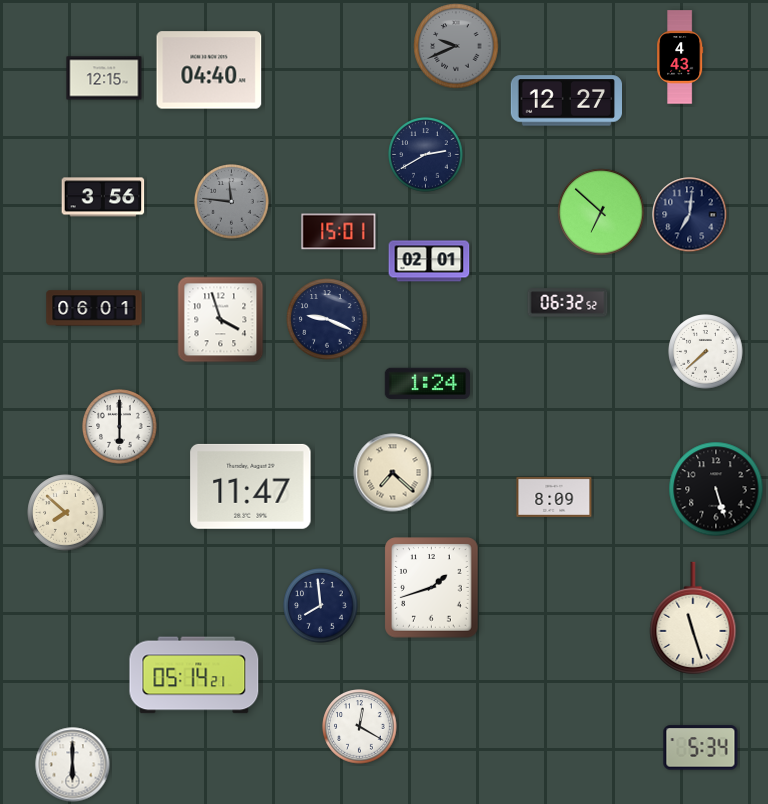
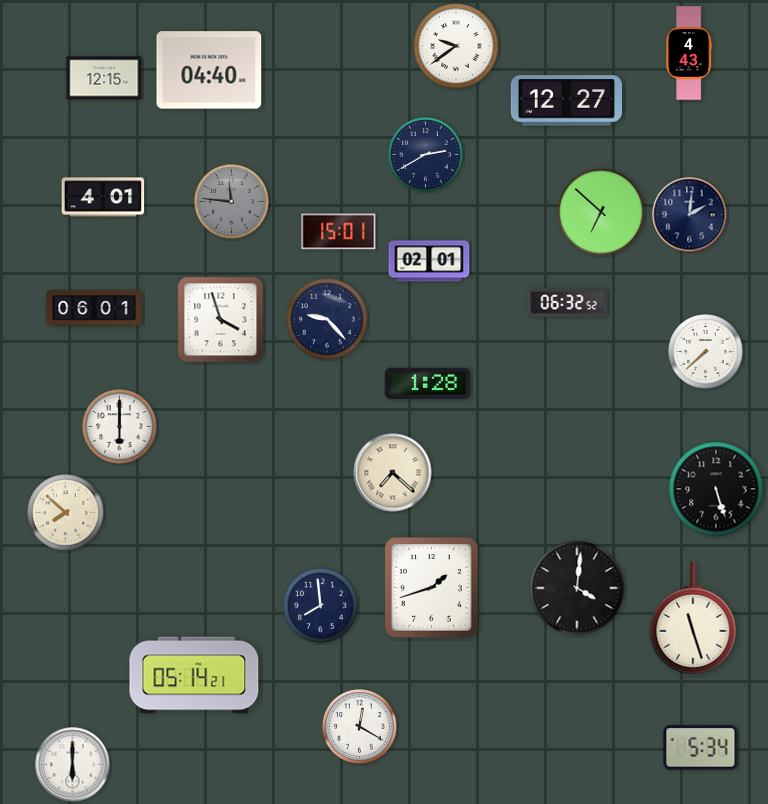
clock at (456, 46): 9:41 -> 9:39
clock at (456, 46) dial: grey -> white
clock at (680, 57) position: (680, 57) -> (689, 53)
clock at (103, 197): 3:56 -> 4:01
clock at (690, 215): 7:01 -> 2:01
clock at (327, 319): 9:19 -> 9:23
clock at (428, 384): 1:24 -> 1:28
clock at (251, 486): 11:47 -> none
clock at (554, 497): 8:09 -> none
clock at (577, 588): none -> 4:01
